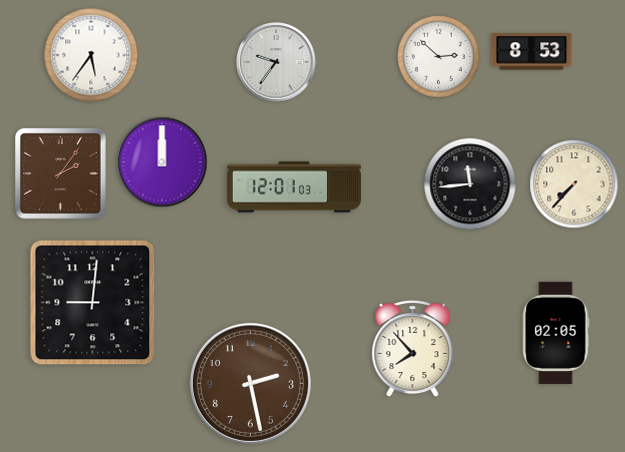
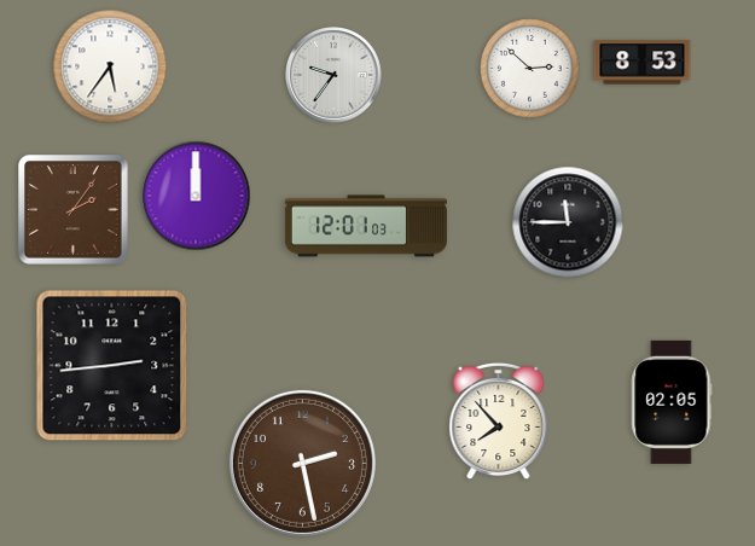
clock at (470, 184): 11:44 -> 11:45
clock at (574, 184): 7:37 -> none
clock at (294, 187) position: (294, 187) -> (366, 226)
clock at (93, 303): 9:01 -> 2:44
